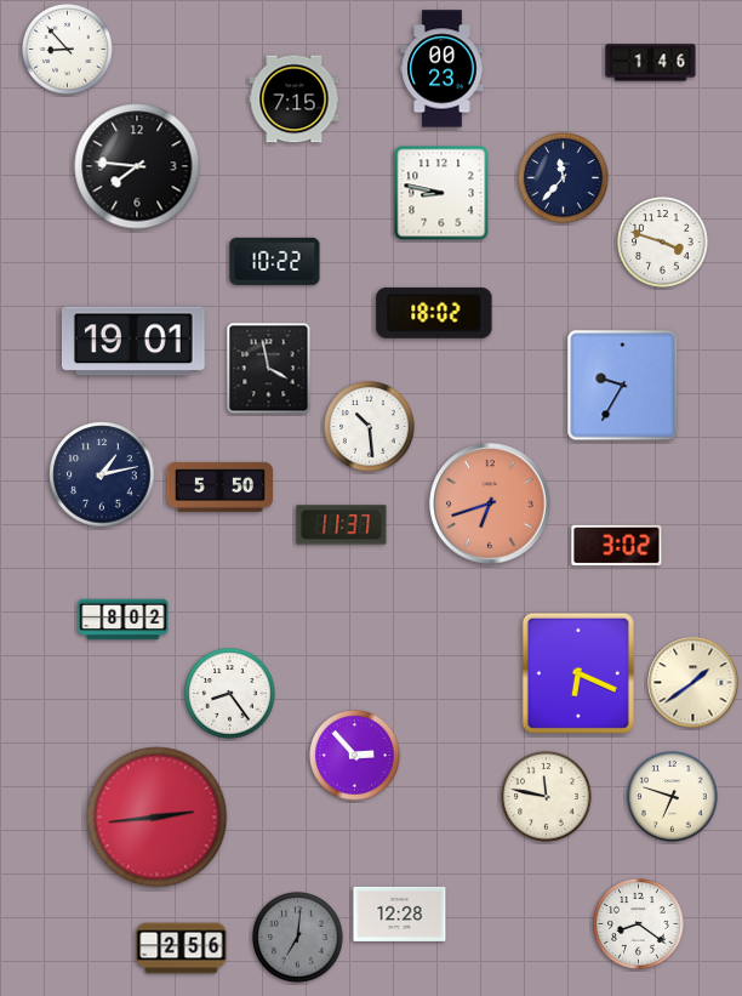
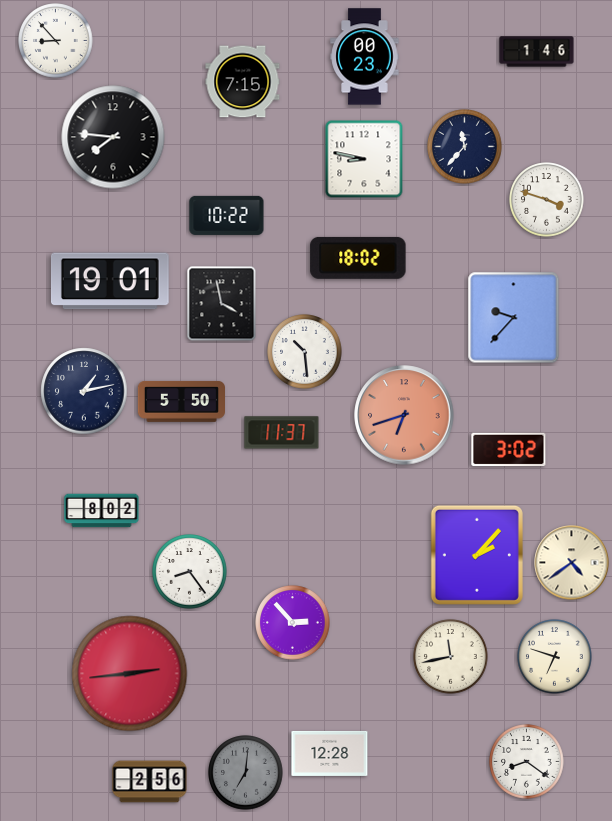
clock at (623, 386): 9:35 -> 9:37
clock at (578, 673): 6:19 -> 2:07
clock at (694, 683): 1:39 -> 4:39
clock at (547, 797): 11:47 -> 11:43
